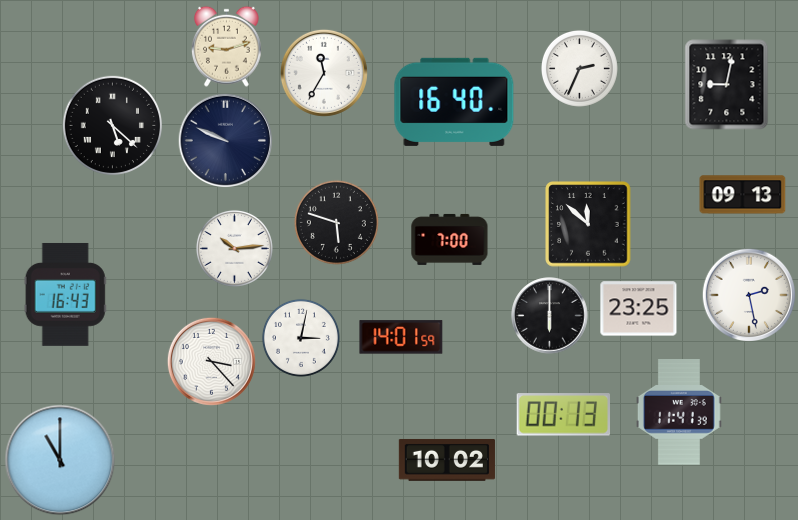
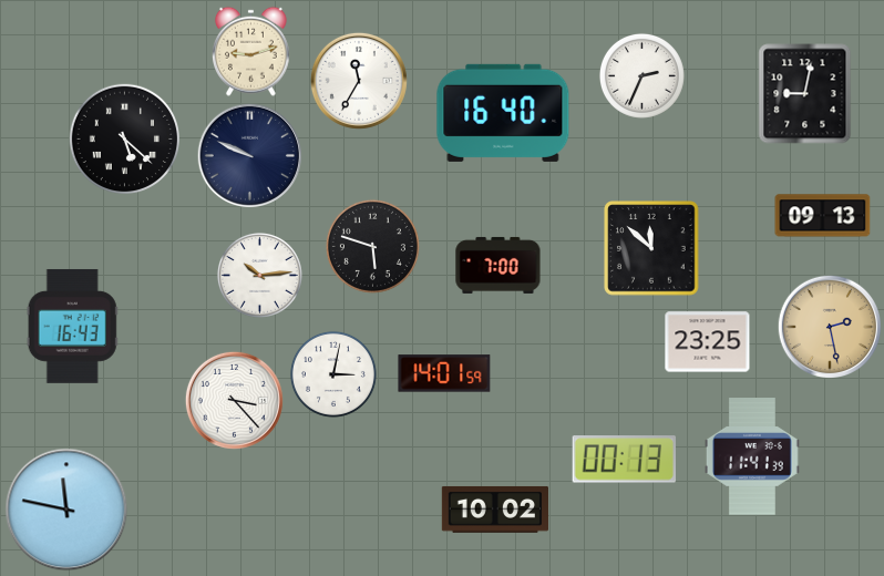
clock at (748, 294) dial: white -> champagne
clock at (550, 316): 6:00 -> none
clock at (60, 460): 11:00 -> 11:47
